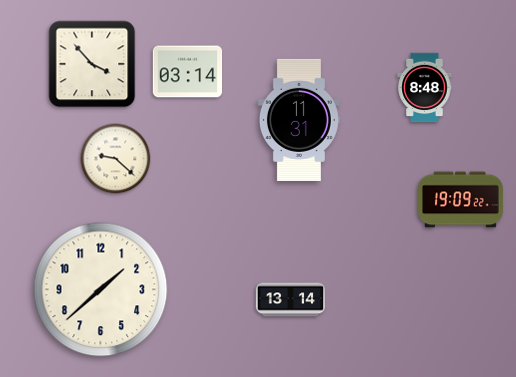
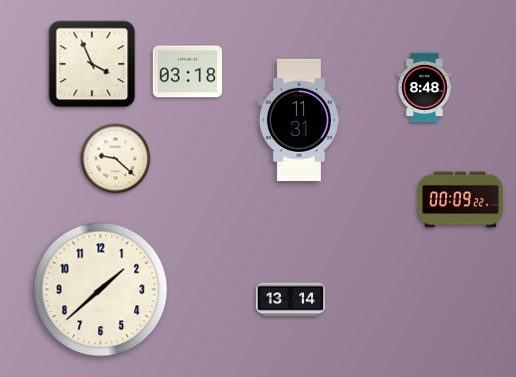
clock at (92, 64): 3:53 -> 3:56
clock at (188, 72): 03:14 -> 03:18
clock at (461, 200): 19:09 -> 00:09
